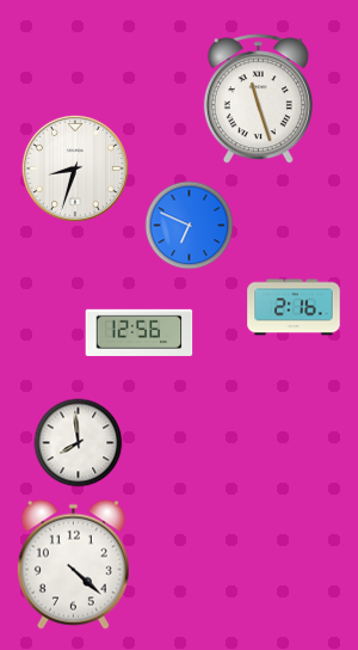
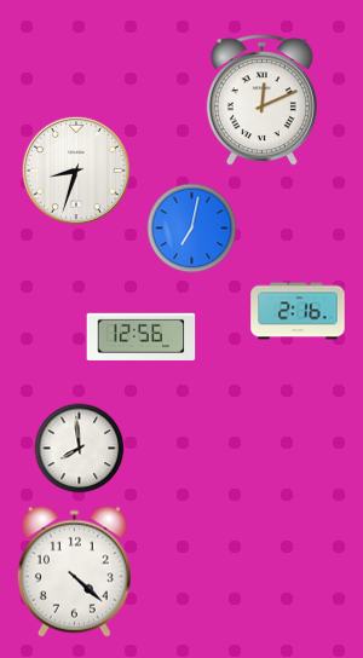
clock at (258, 99): 11:27 -> 12:11
clock at (190, 226): 6:49 -> 7:02
